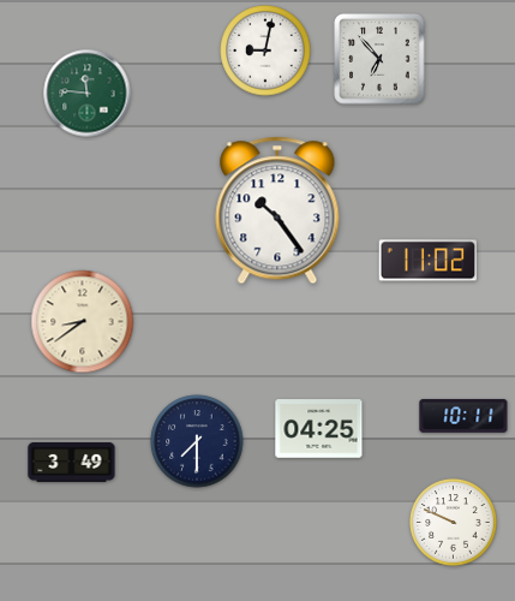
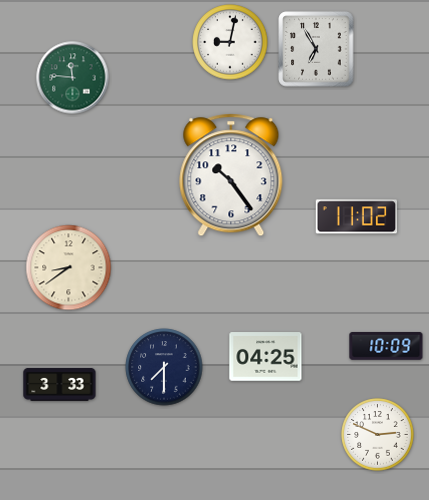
clock at (265, 50) position: (265, 50) -> (230, 42)
clock at (379, 59): 6:53 -> 6:55
clock at (463, 416): 10:11 -> 10:09
clock at (72, 462): 3:49 -> 3:33
clock at (454, 523): 9:49 -> 2:49
